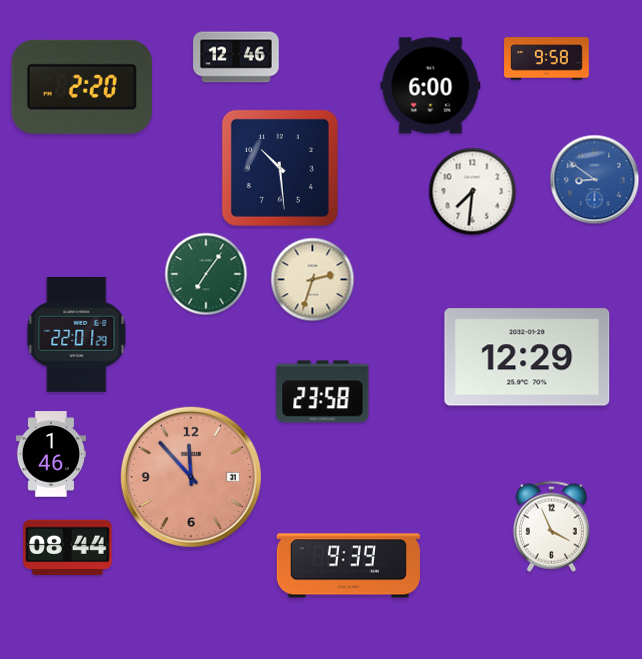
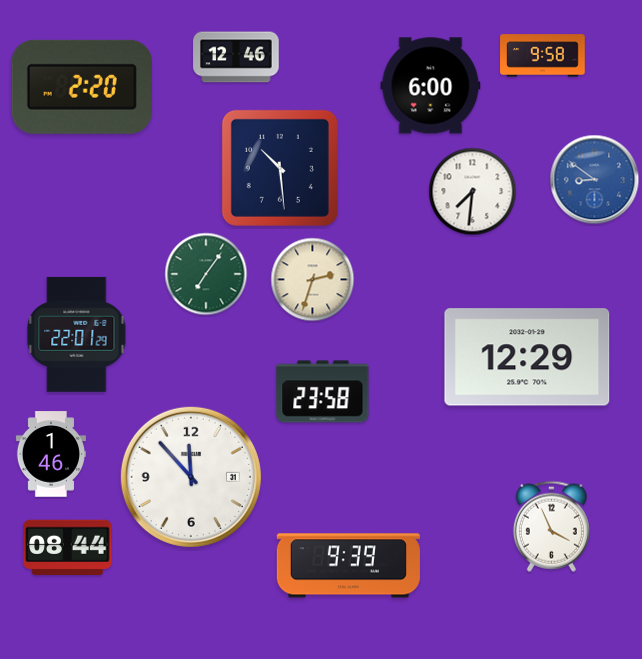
clock at (547, 59) position: (547, 59) -> (543, 56)
clock at (191, 477) dial: salmon -> white
